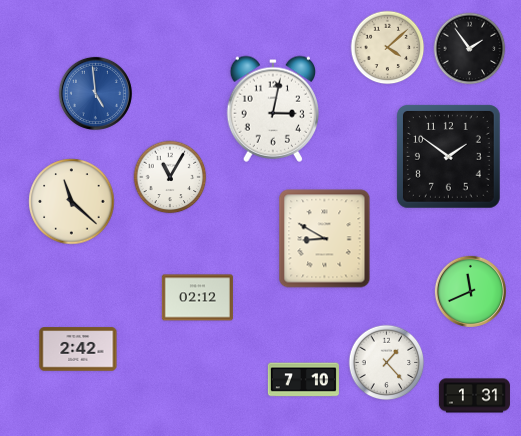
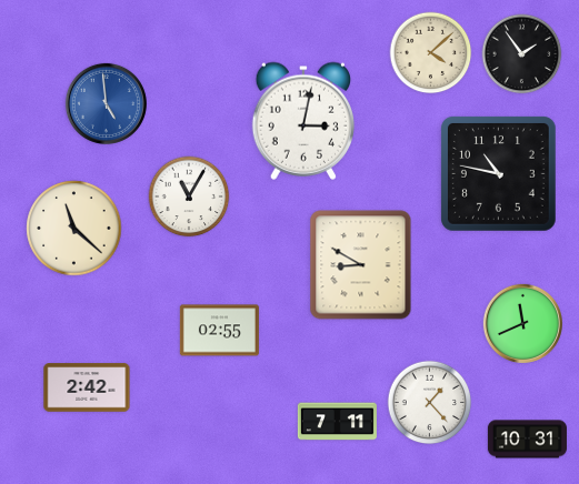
clock at (449, 157): 1:51 -> 10:47
clock at (72, 202) position: (72, 202) -> (74, 229)
clock at (197, 298): 02:12 -> 02:55
clock at (303, 380): 7:10 -> 7:11
clock at (474, 396): 1:31 -> 10:31
